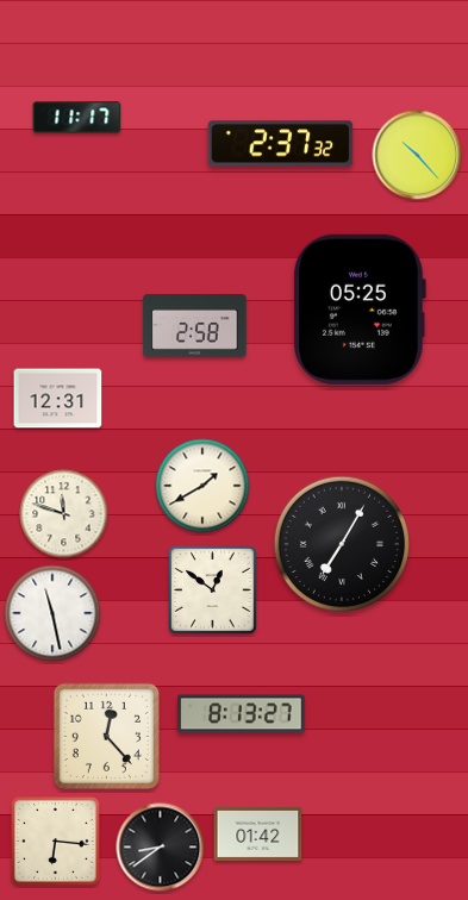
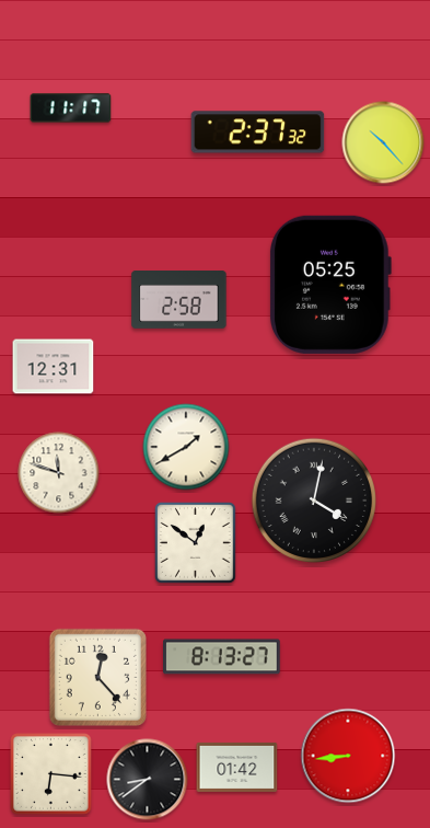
clock at (341, 543): 7:05 -> 4:02
clock at (52, 613): 11:28 -> none
clock at (348, 756): none -> 8:44
